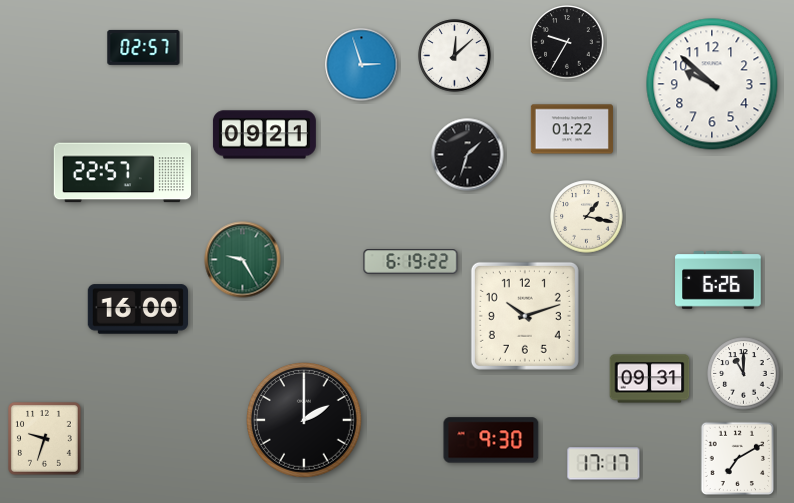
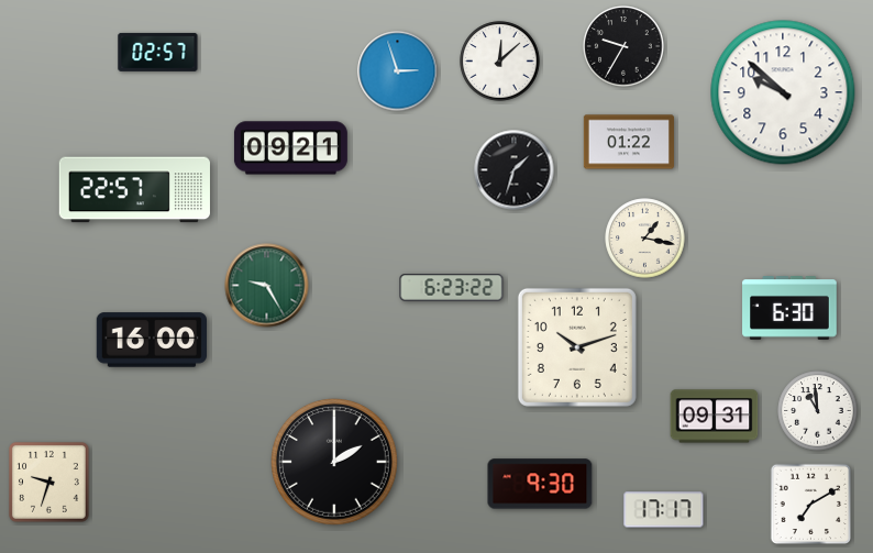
clock at (411, 262): 6:19 -> 6:23
clock at (718, 281): 6:26 -> 6:30
clock at (744, 374): 11:00 -> 10:59
